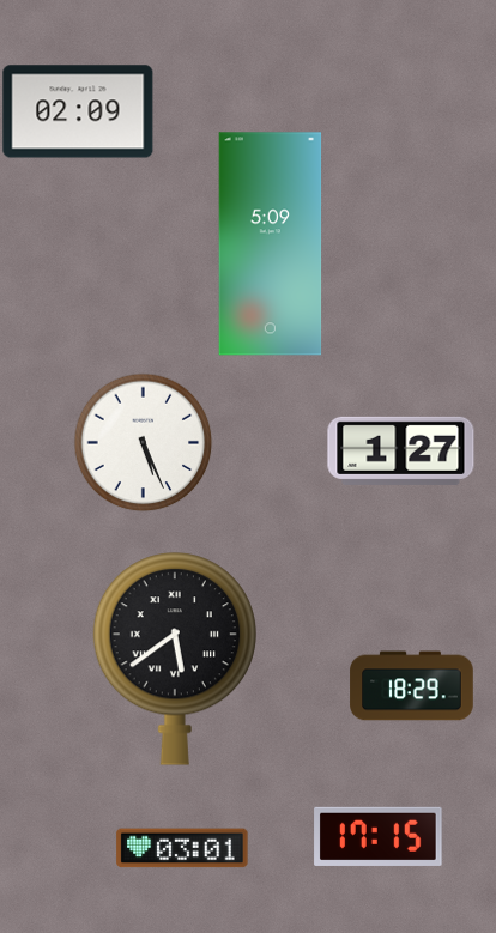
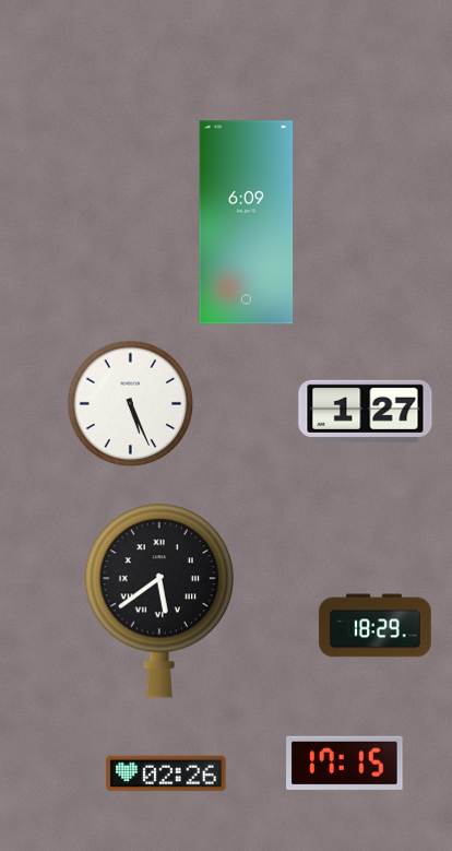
clock at (78, 111): 02:09 -> none
clock at (271, 244): 5:09 -> 6:09
clock at (182, 848): 03:01 -> 02:26
